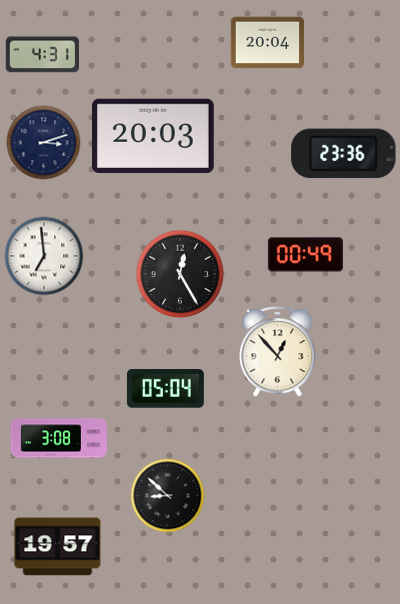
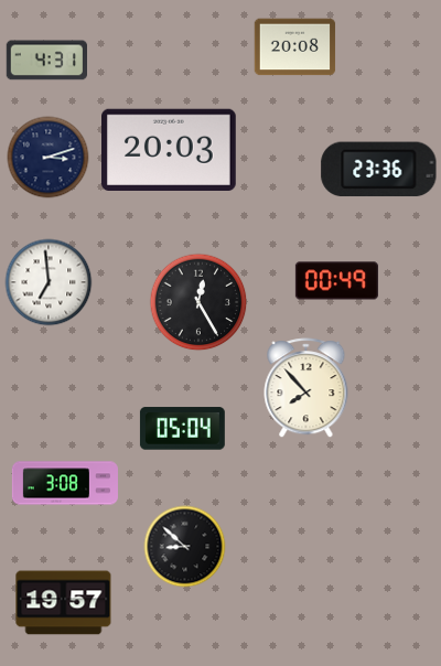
clock at (268, 43): 20:04 -> 20:08
clock at (278, 352): 12:53 -> 7:53
